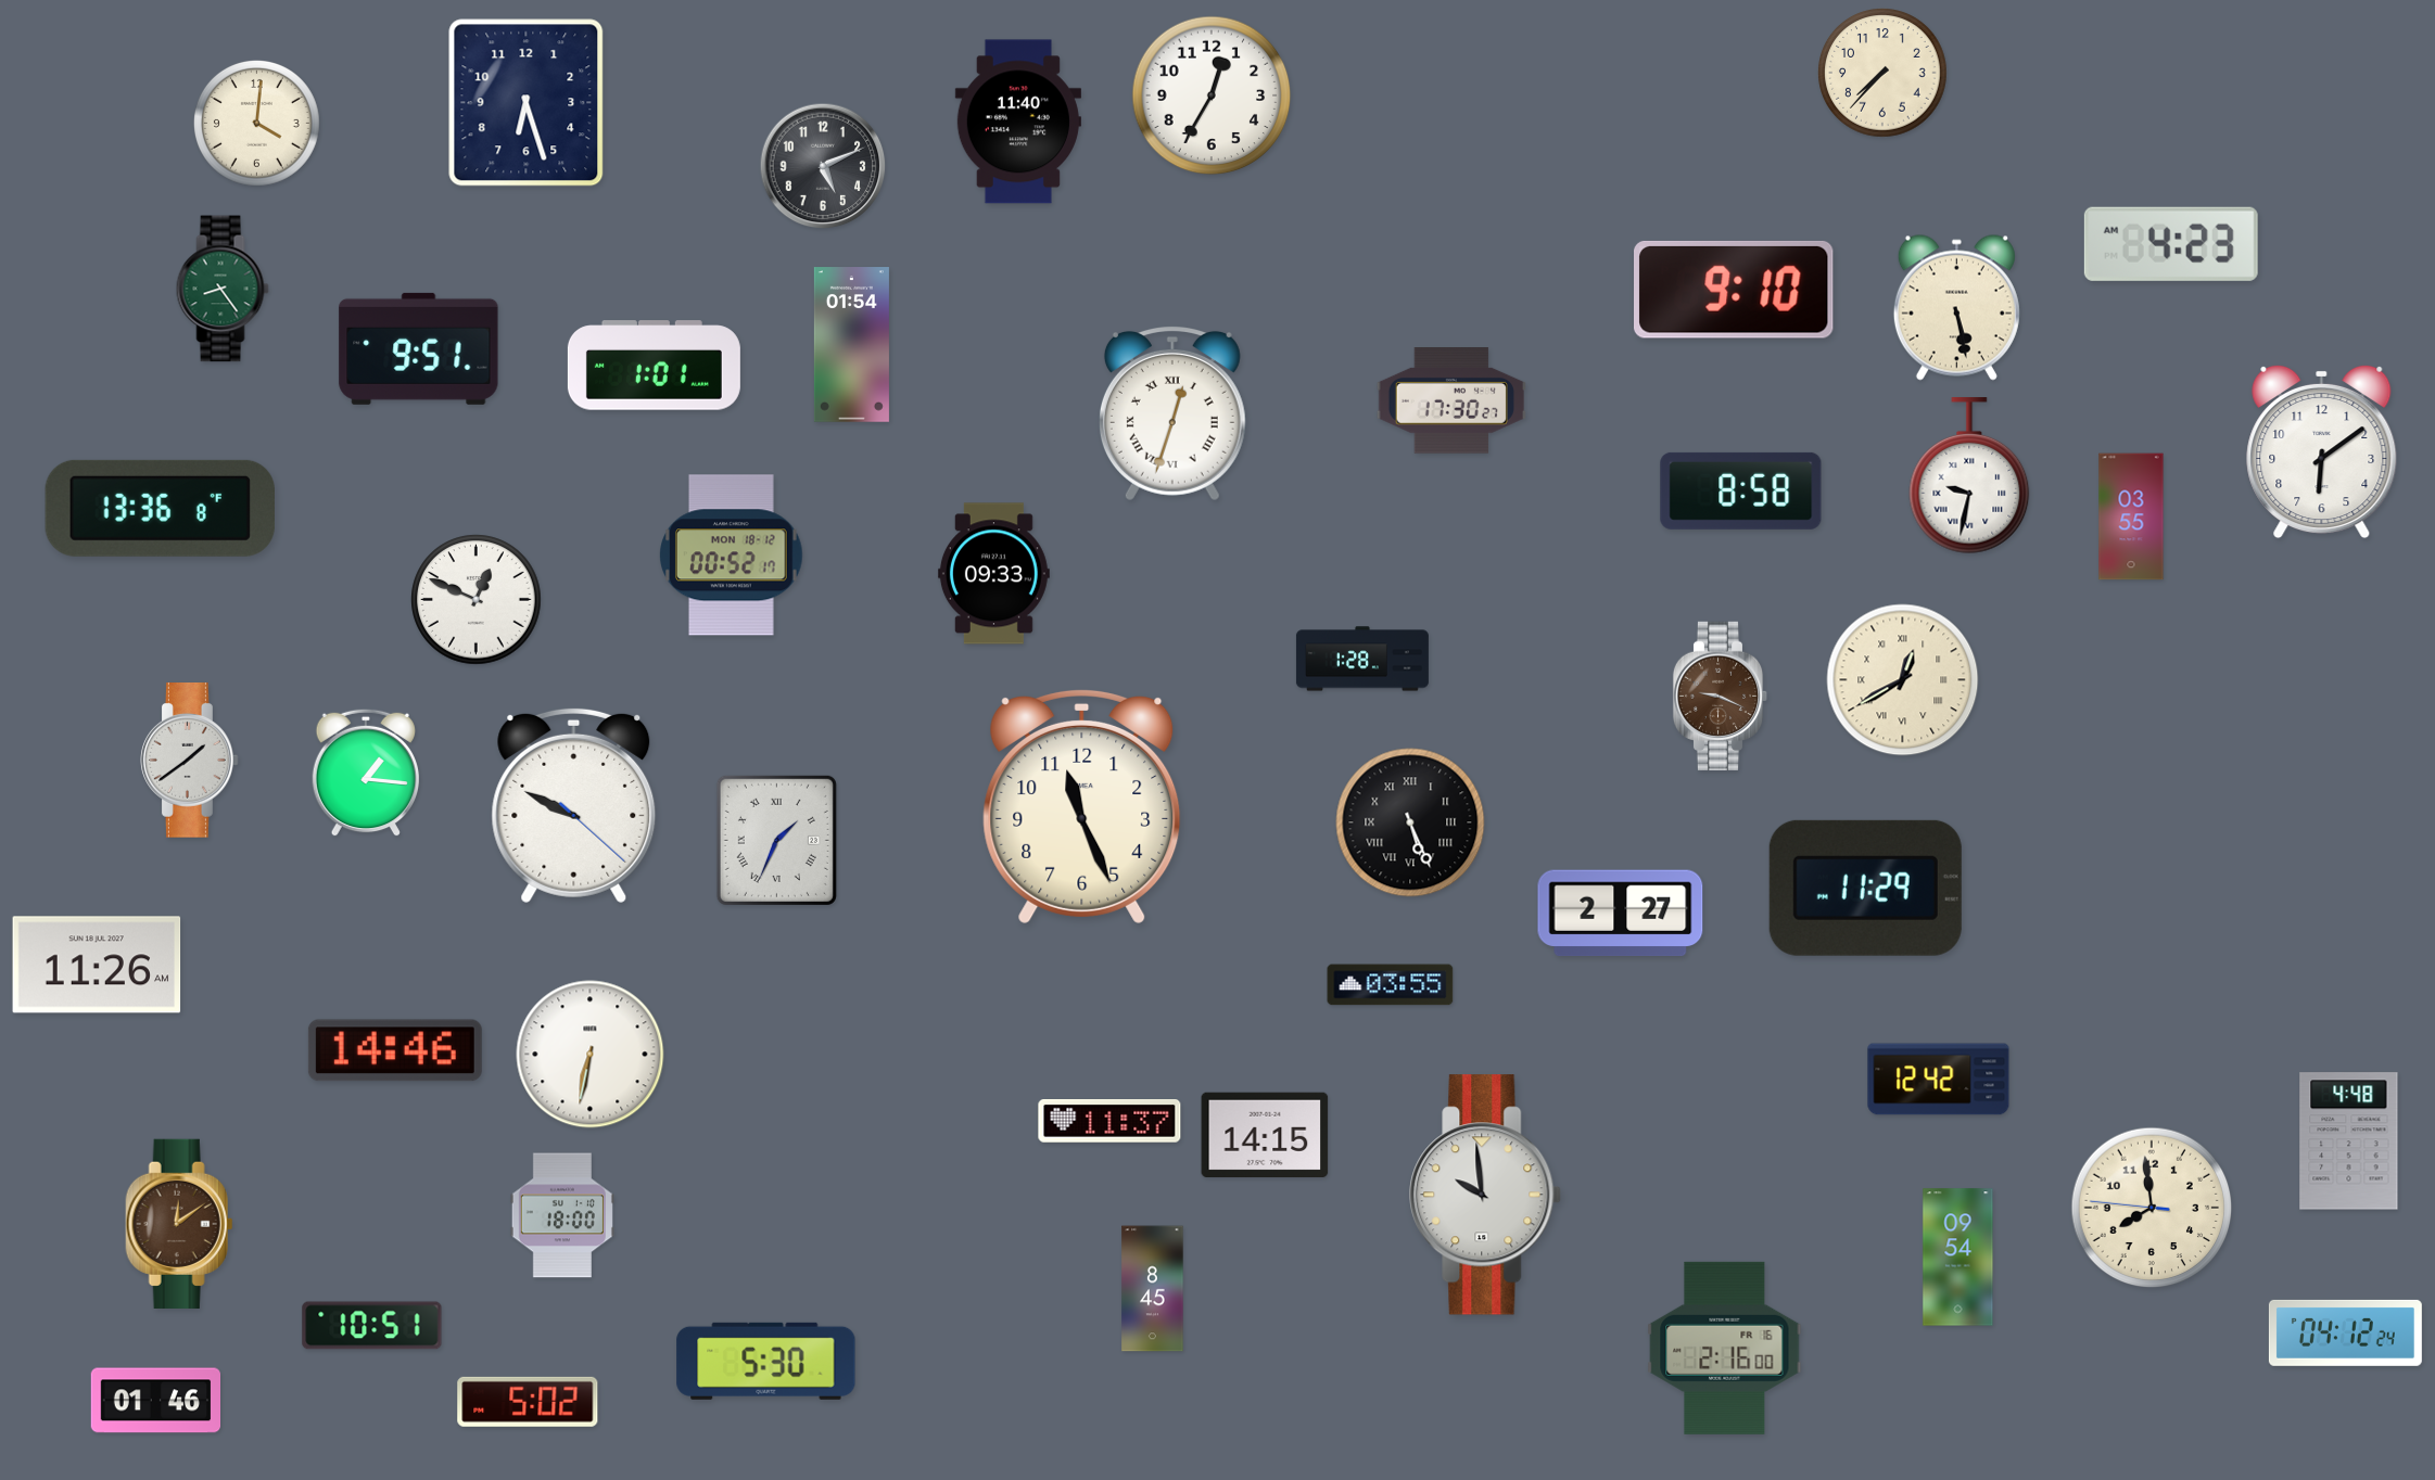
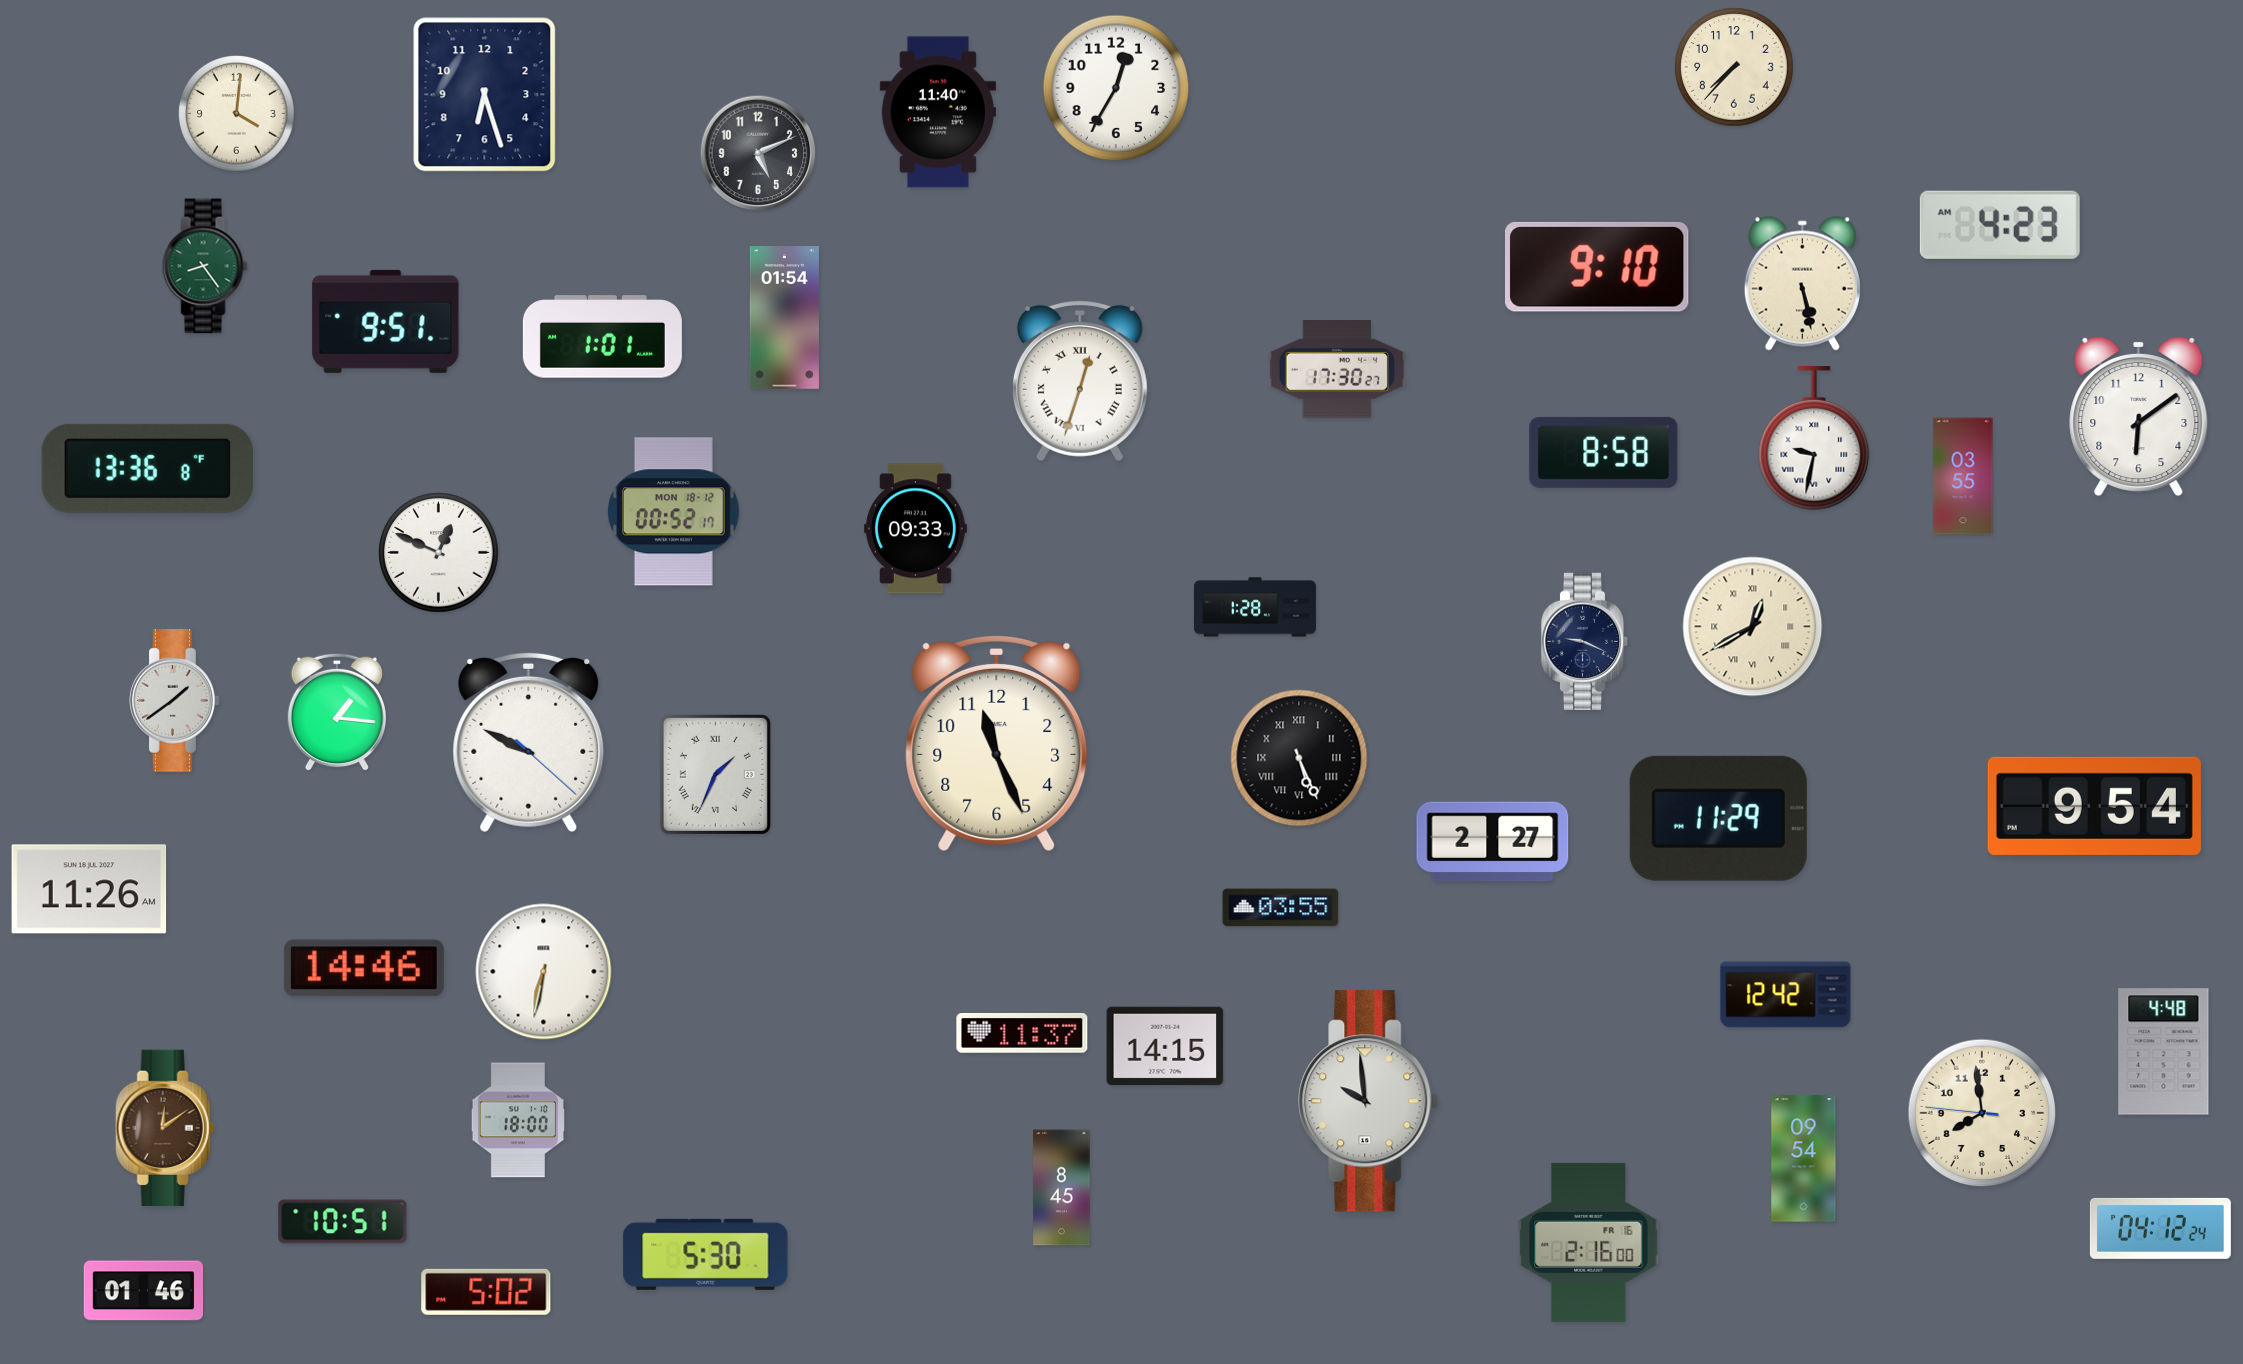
clock at (1721, 697) dial: brown -> navy
clock at (2094, 806): none -> 9:54
